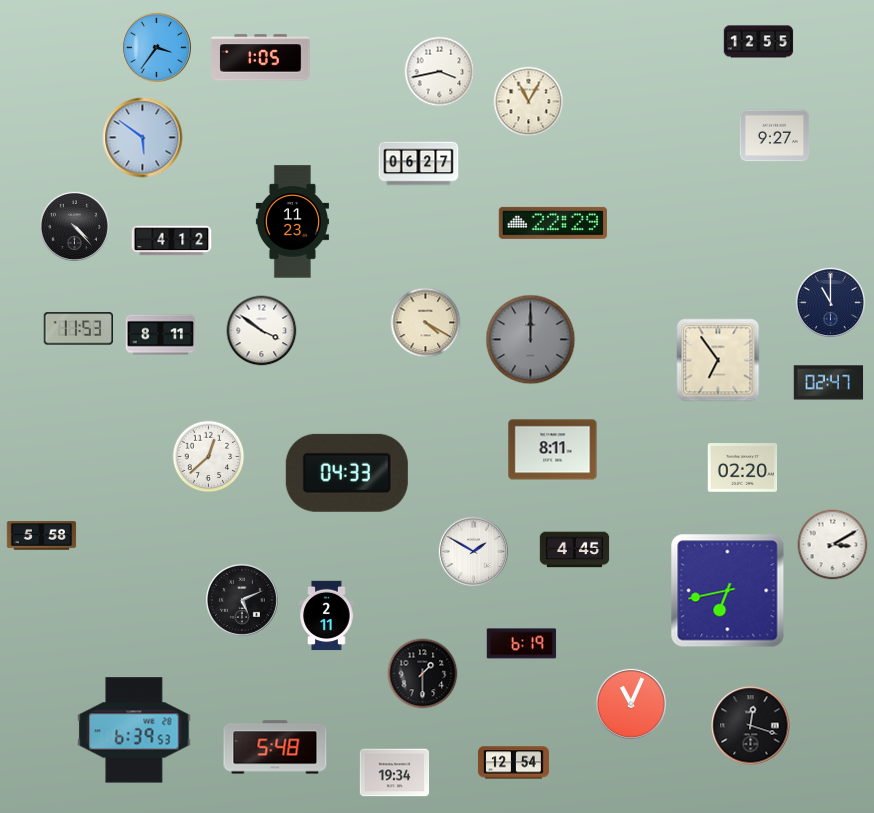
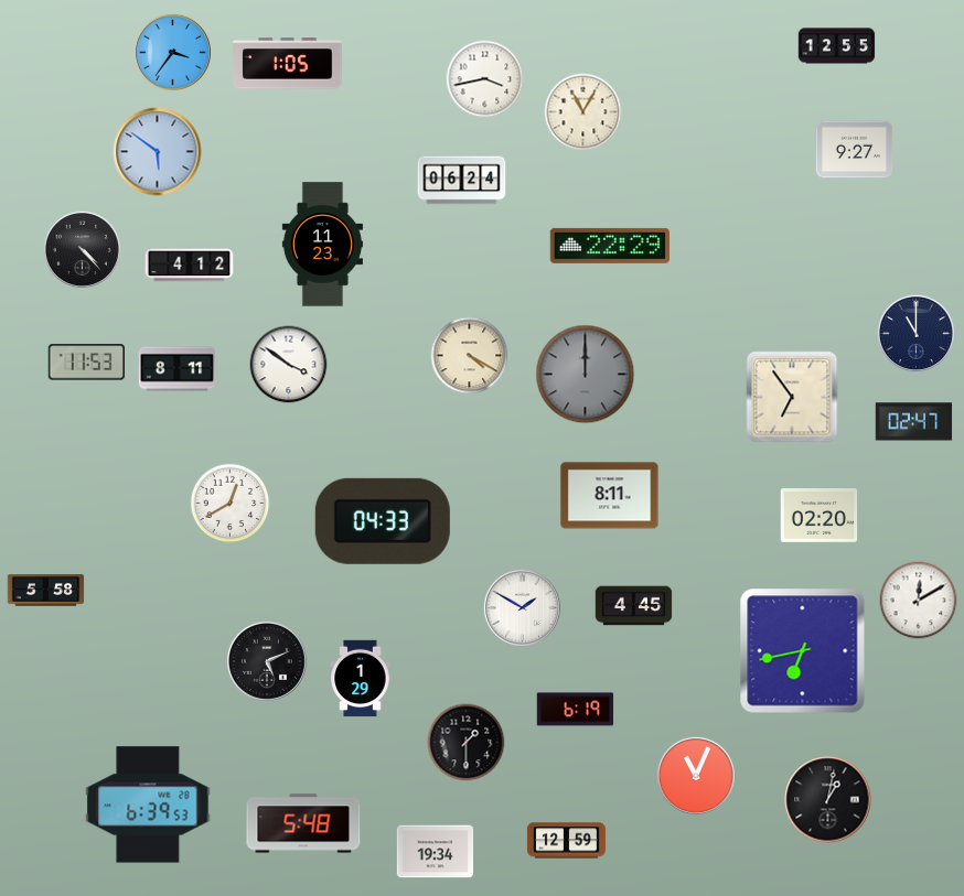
clock at (419, 164): 06:27 -> 06:24
clock at (209, 457): 12:38 -> 12:40
clock at (833, 545): 3:10 -> 12:10
clock at (327, 616): 2:11 -> 1:29
clock at (751, 726): 12:18 -> 1:02
clock at (513, 763): 12:54 -> 12:59
